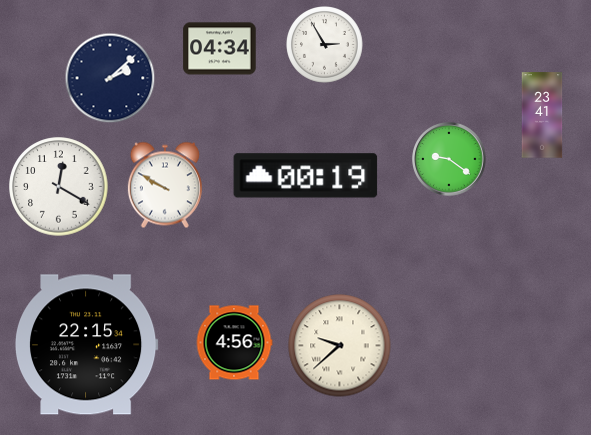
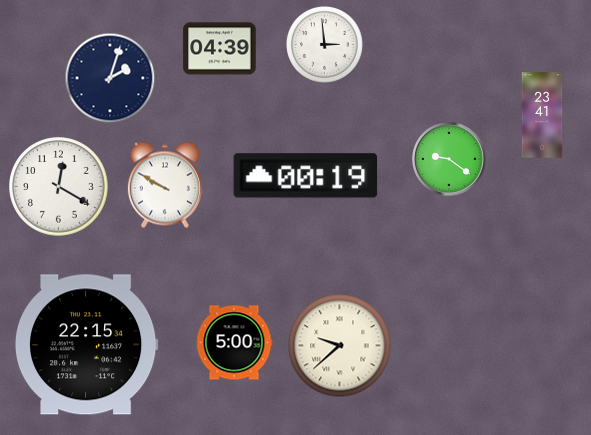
clock at (325, 45): 2:55 -> 2:59
clock at (220, 49): 04:34 -> 04:39
clock at (110, 78): 2:08 -> 2:03
clock at (234, 343): 4:56 -> 5:00
